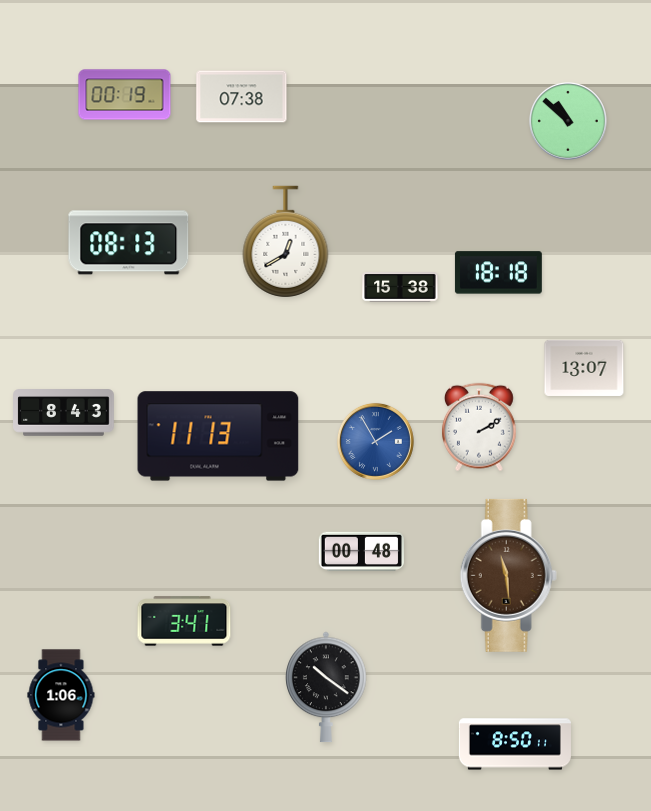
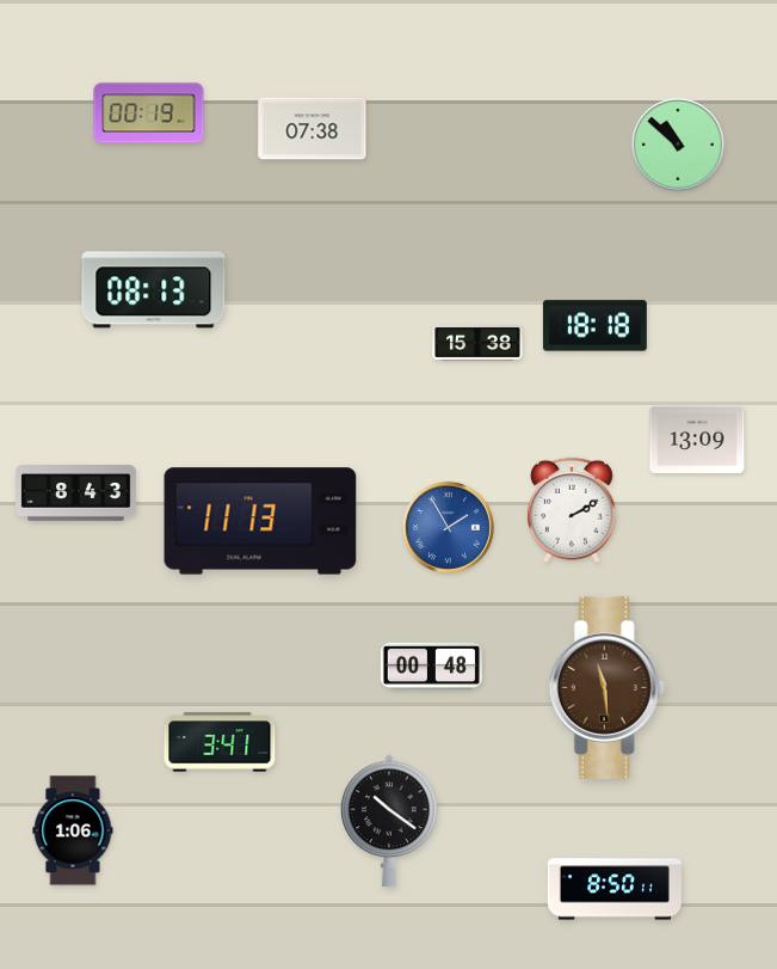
clock at (242, 97) position: (242, 97) -> (313, 129)
clock at (286, 242): 12:40 -> none
clock at (584, 368): 13:07 -> 13:09
clock at (361, 552) position: (361, 552) -> (431, 667)
